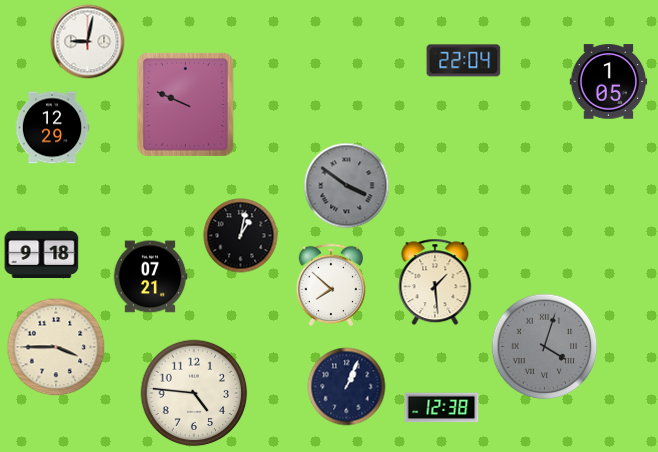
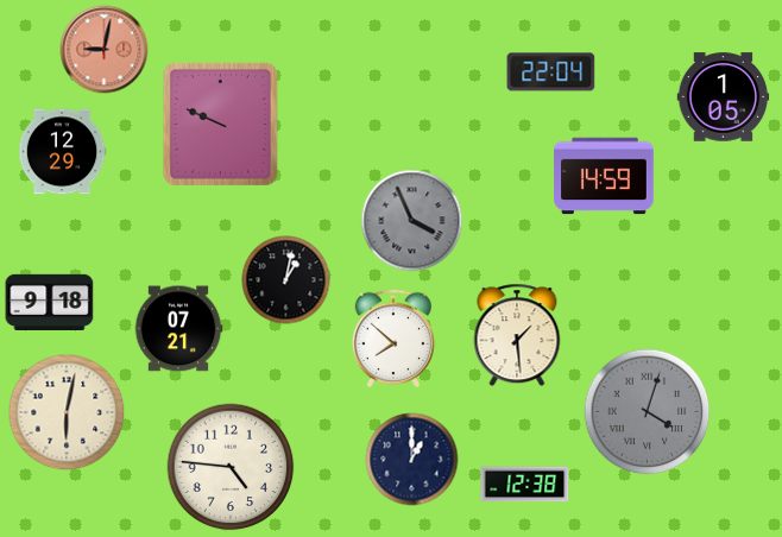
clock at (88, 42) dial: white -> salmon
clock at (604, 176): none -> 14:59
clock at (347, 186): 3:51 -> 3:56
clock at (56, 347): 3:45 -> 6:02
clock at (347, 387): 1:04 -> 1:00
